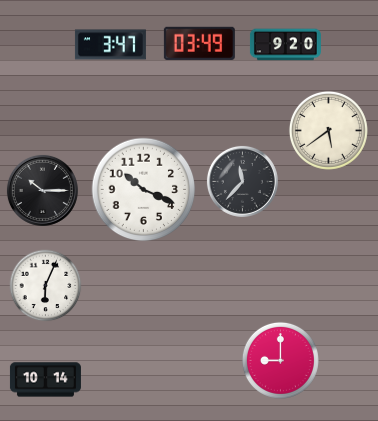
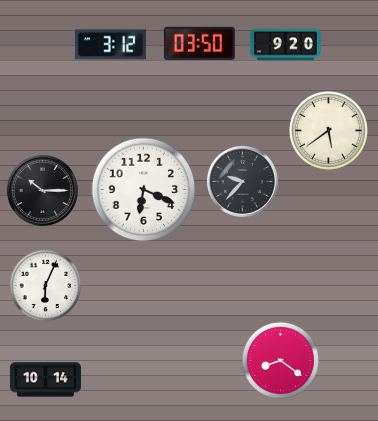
clock at (199, 43): 03:49 -> 03:50
clock at (110, 45): 3:47 -> 3:12
clock at (242, 181): 11:37 -> 9:37
clock at (144, 190): 10:19 -> 6:19
clock at (280, 360): 9:00 -> 8:21
